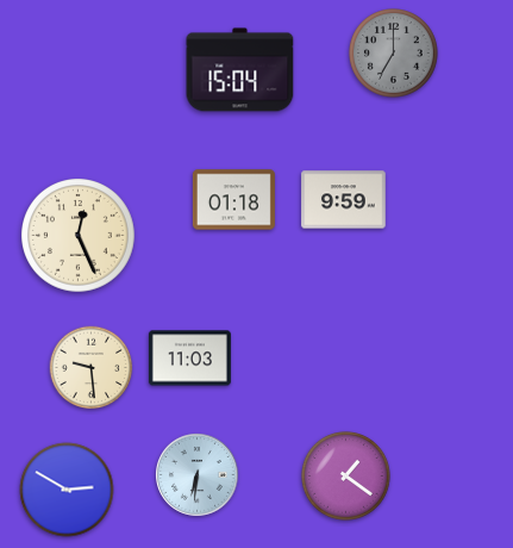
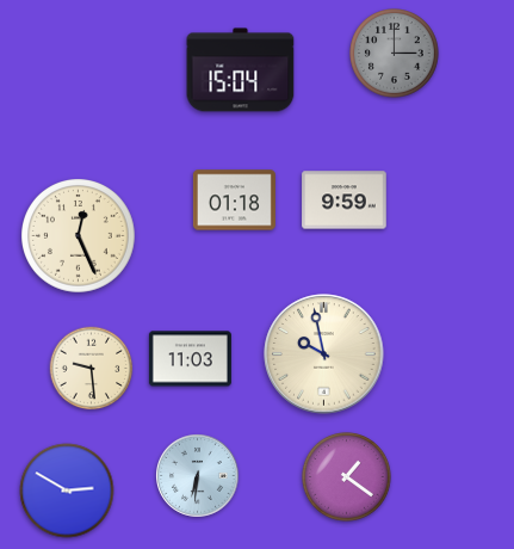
clock at (394, 54): 7:00 -> 3:00
clock at (324, 354): none -> 9:58
